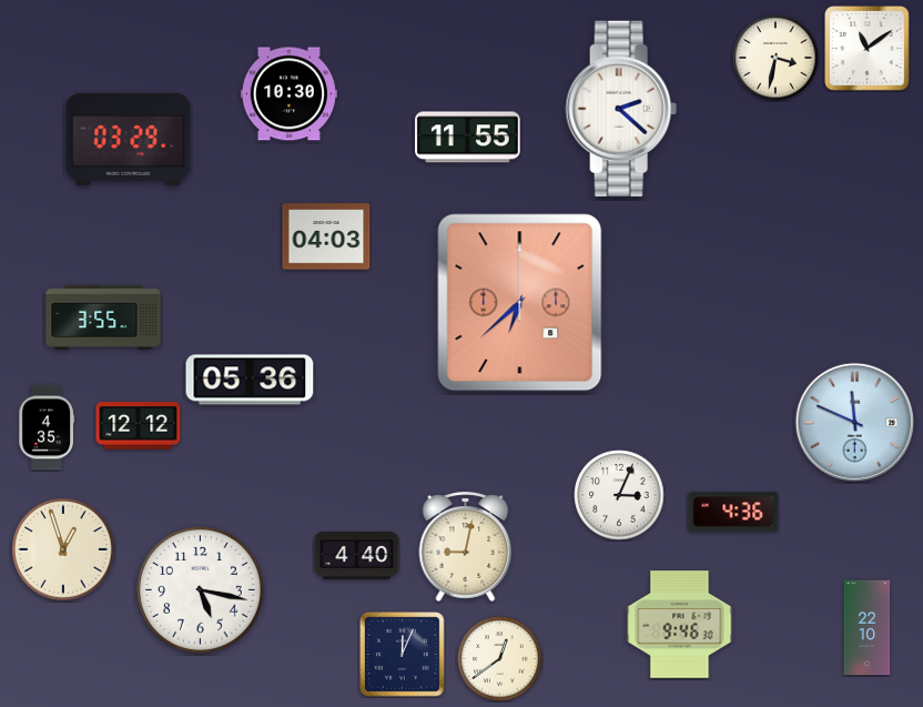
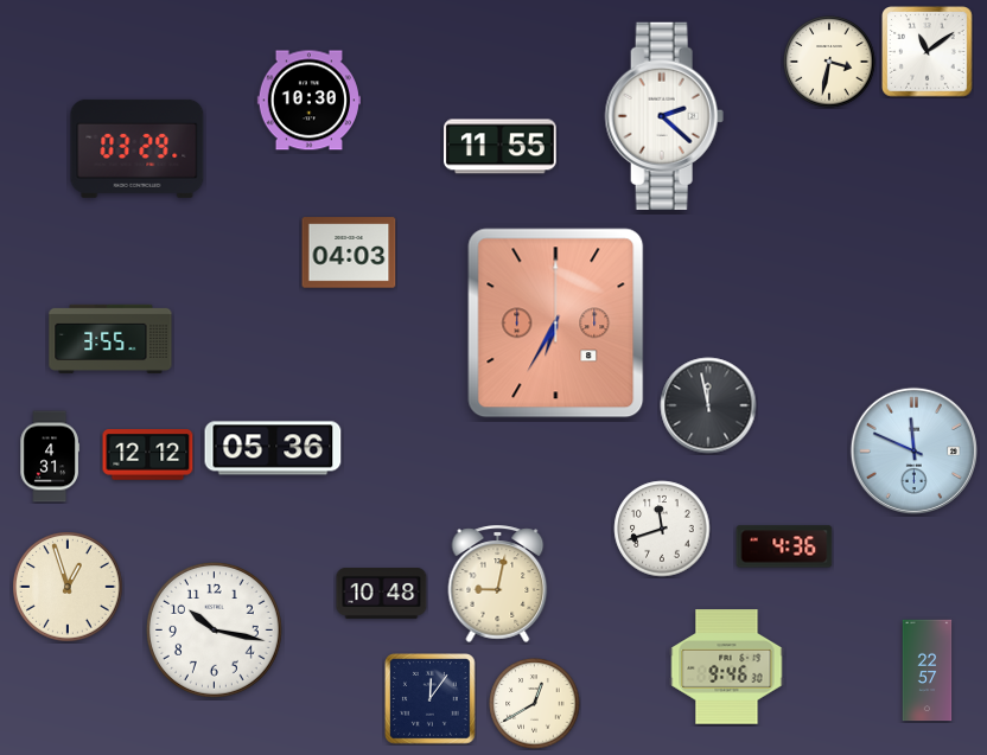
clock at (520, 303): 6:38 -> 6:35
clock at (250, 380) position: (250, 380) -> (273, 448)
clock at (708, 405): none -> 11:58
clock at (47, 427): 4:35 -> 4:31
clock at (619, 495): 3:04 -> 11:42
clock at (357, 556): 4:40 -> 10:48
clock at (200, 589): 5:17 -> 10:17
clock at (868, 628): 22:10 -> 22:57
clock at (403, 655): 12:04 -> 12:06
clock at (500, 659): 12:39 -> 12:40
